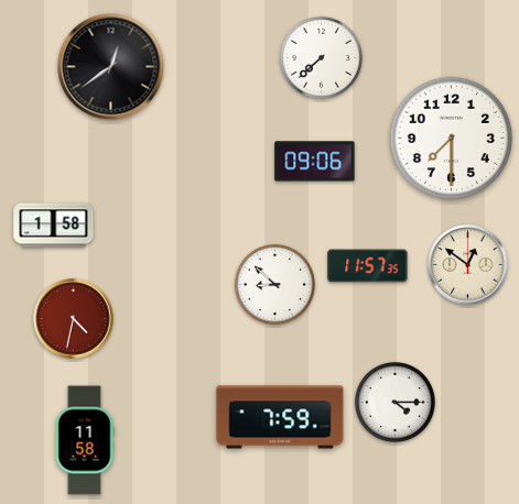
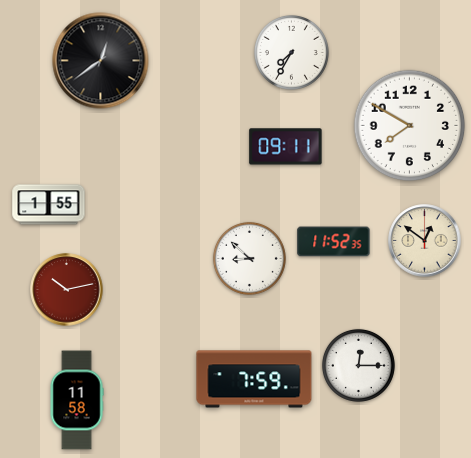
clock at (321, 57): 7:38 -> 7:35
clock at (452, 139): 7:30 -> 7:50
clock at (315, 162): 09:06 -> 09:11
clock at (54, 226): 1:58 -> 1:55
clock at (368, 266): 11:57 -> 11:52
clock at (74, 319): 4:32 -> 10:13
clock at (394, 402): 4:15 -> 12:15
